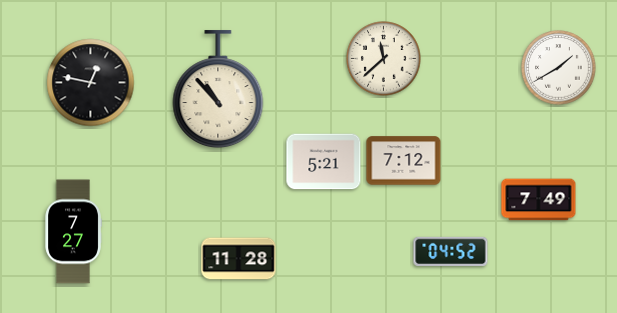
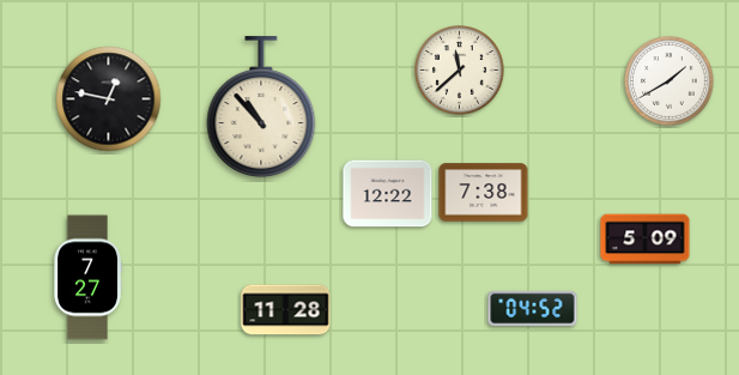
clock at (404, 161): 7:12 -> 7:38
clock at (324, 162): 5:21 -> 12:22
clock at (539, 200): 7:49 -> 5:09
clock at (451, 251) position: (451, 251) -> (533, 308)
